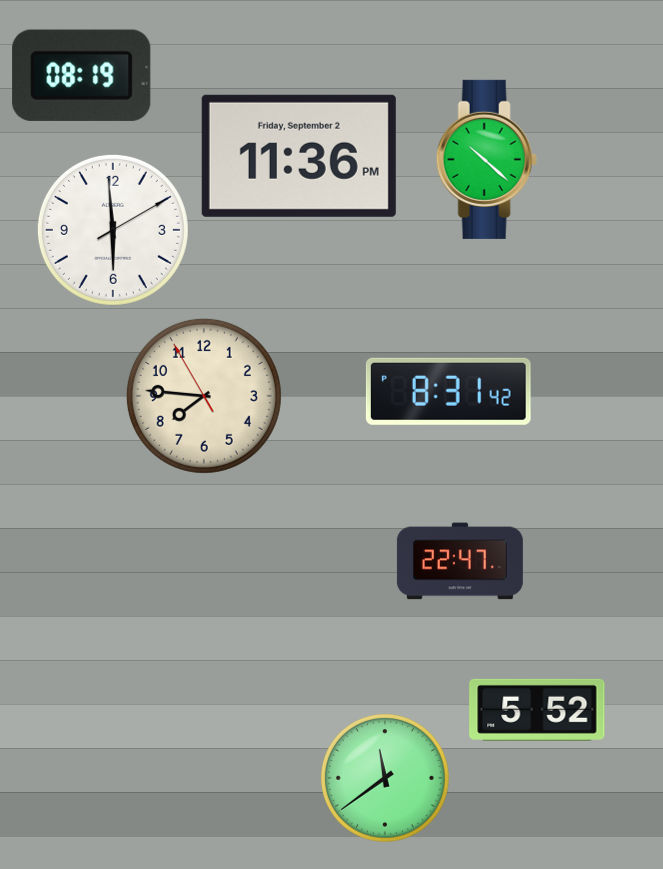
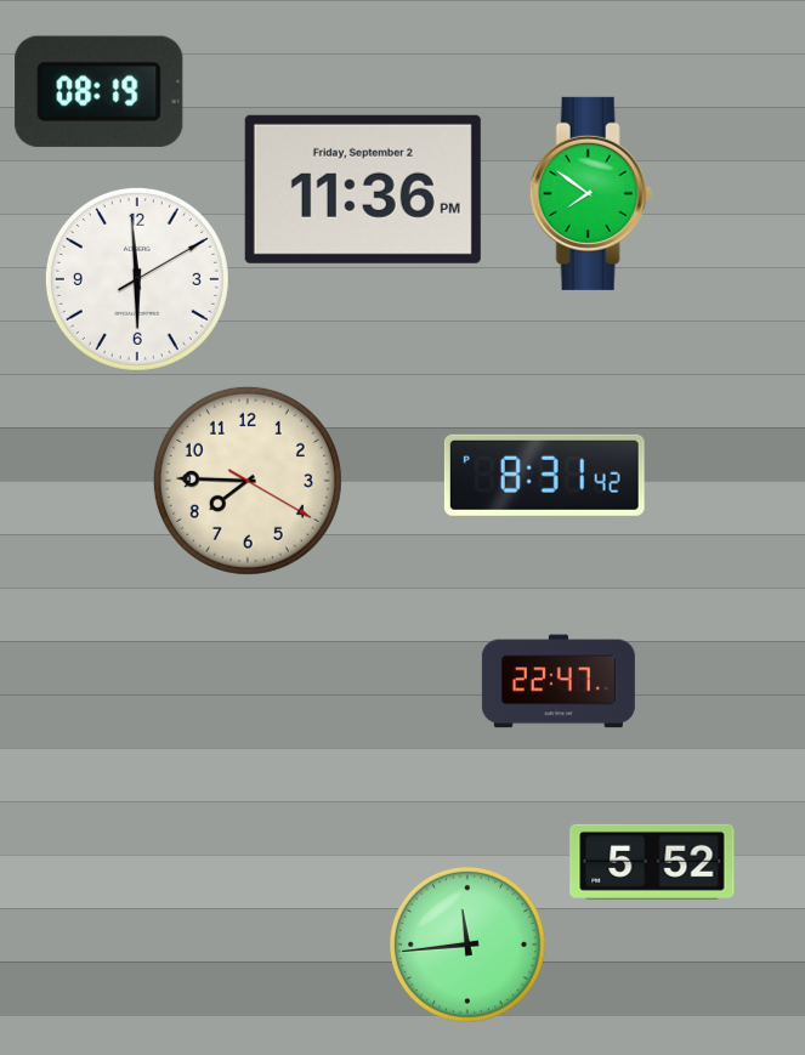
clock at (486, 159): 10:22 -> 7:51
clock at (204, 396): 7:45:55 -> 7:45:20
clock at (385, 778): 11:39 -> 11:44
